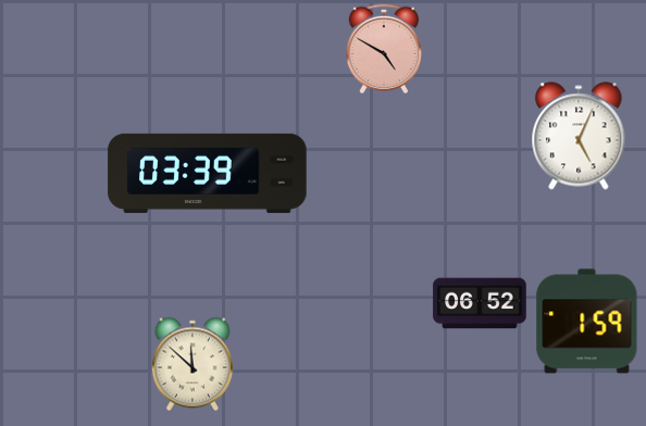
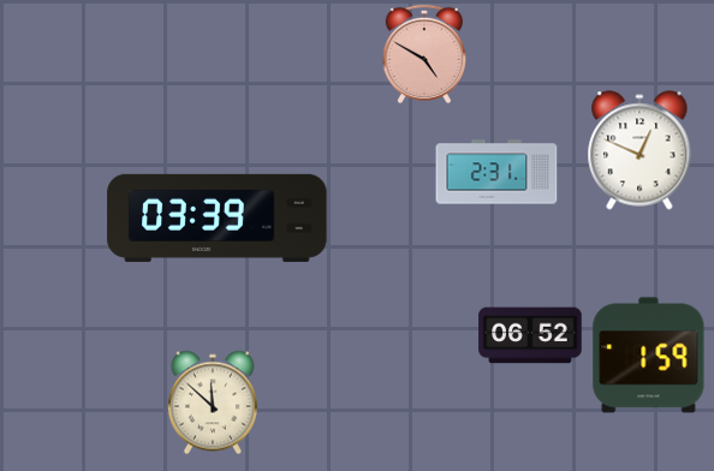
clock at (579, 136): 5:04 -> 12:49
clock at (496, 172): none -> 2:31
clock at (208, 173) position: (208, 173) -> (218, 217)
